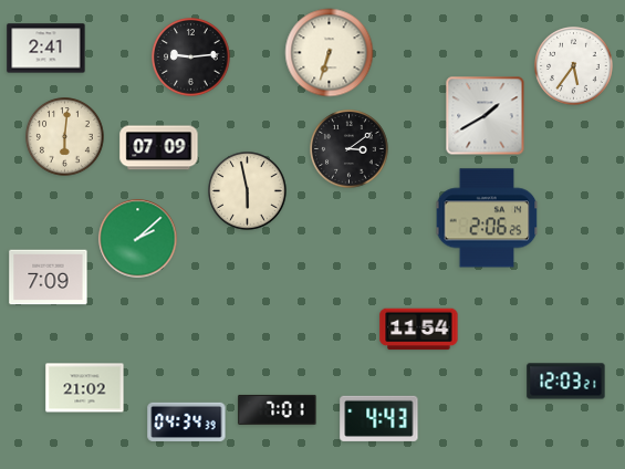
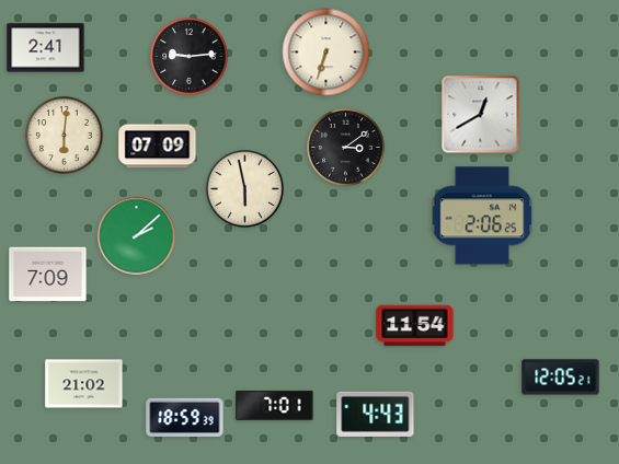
clock at (574, 66): 5:36 -> none
clock at (486, 116): 1:40 -> 12:40
clock at (566, 382): 12:03 -> 12:05
clock at (187, 421): 04:34 -> 18:59
